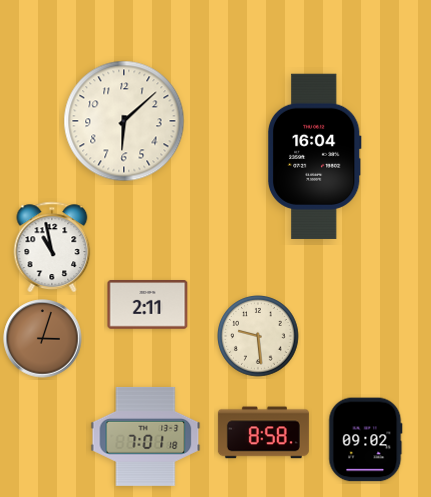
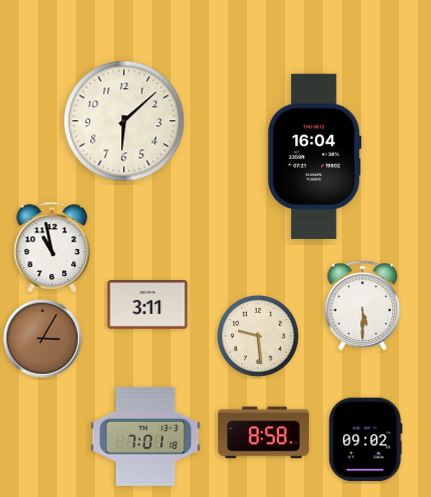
clock at (148, 305): 2:11 -> 3:11
clock at (363, 305): none -> 5:30
clock at (43, 339): 3:03 -> 3:05
